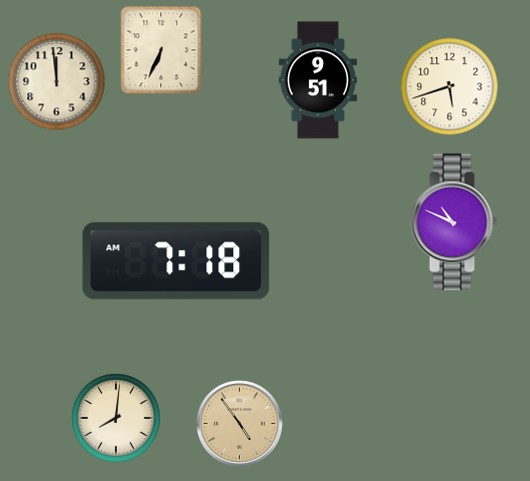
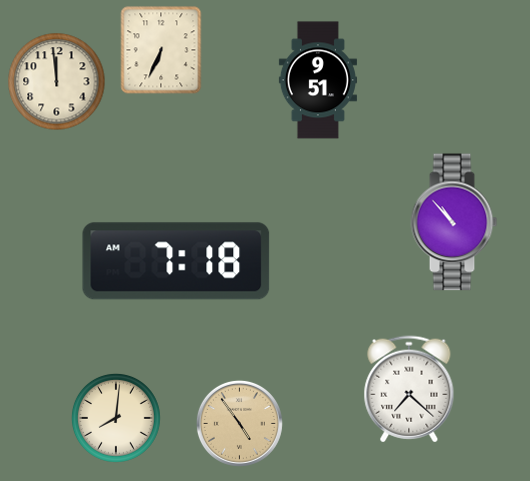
clock at (450, 87): 5:42 -> none
clock at (454, 222): 10:49 -> 10:53
clock at (409, 389): none -> 7:22
